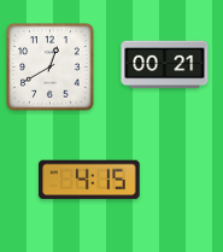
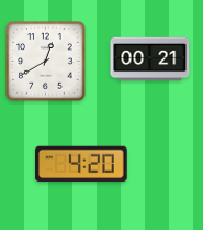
clock at (90, 180): 4:15 -> 4:20
